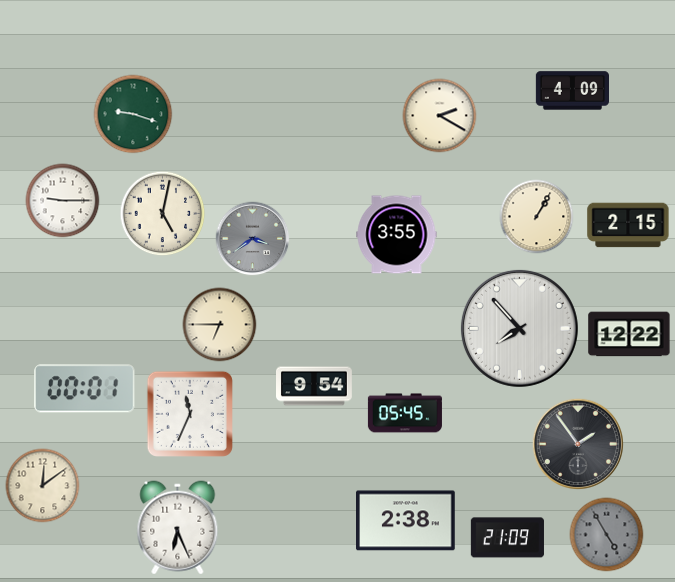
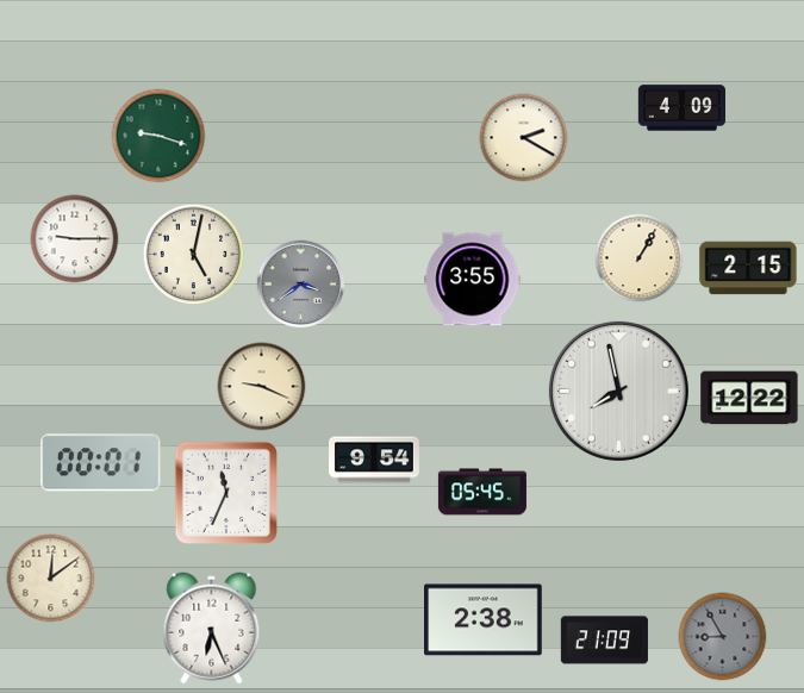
clock at (220, 325): 6:45 -> 9:19
clock at (519, 328): 7:53 -> 7:58
clock at (577, 443): 1:54 -> none
clock at (607, 535): 4:55 -> 8:55
